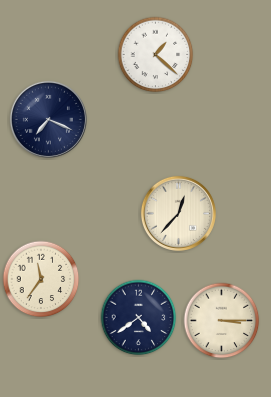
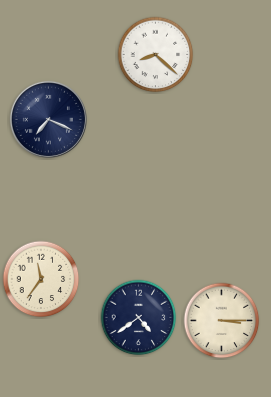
clock at (156, 55): 1:22 -> 8:22
clock at (178, 213): 12:37 -> none
